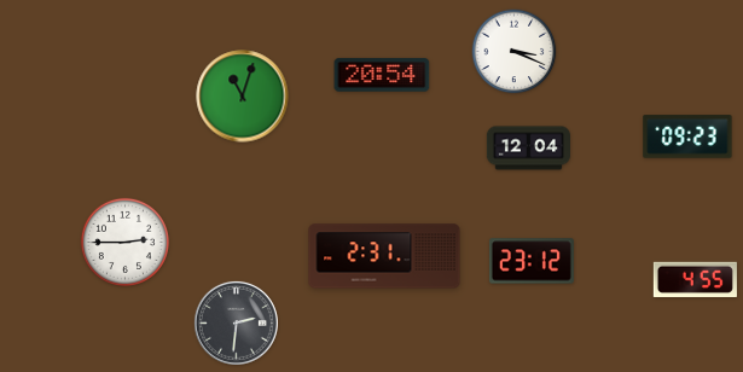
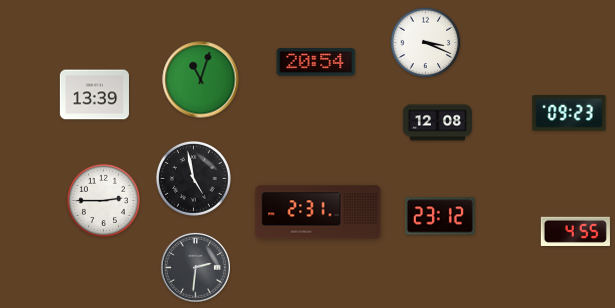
clock at (94, 95): none -> 13:39
clock at (528, 149): 12:04 -> 12:08
clock at (193, 178): none -> 4:58
